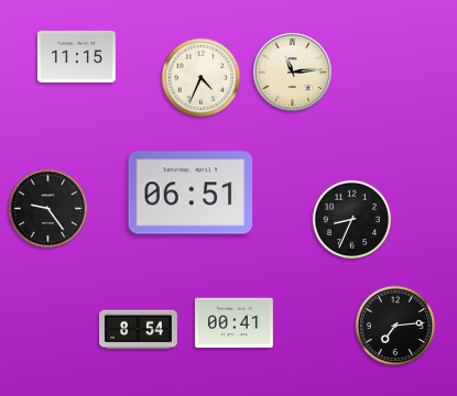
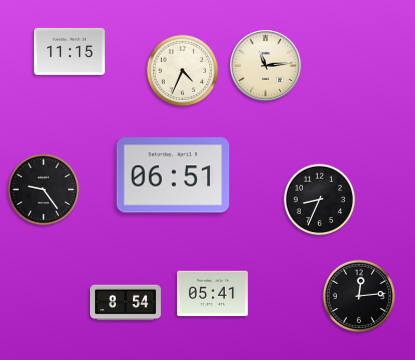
clock at (235, 323): 00:41 -> 05:41
clock at (395, 326): 7:14 -> 12:14
clock at (139, 330) position: (139, 330) -> (126, 303)
